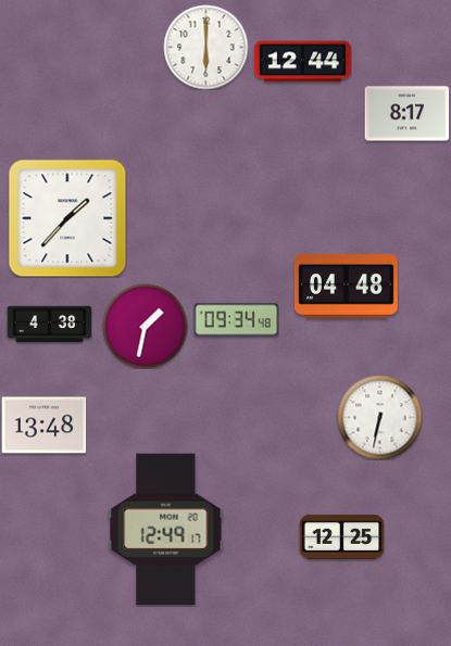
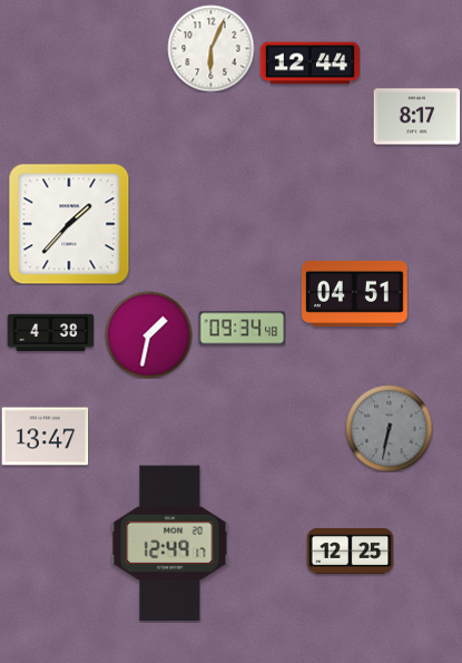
clock at (205, 47): 6:00 -> 6:04
clock at (346, 286): 04:48 -> 04:51
clock at (379, 417) dial: white -> grey
clock at (43, 426): 13:48 -> 13:47
